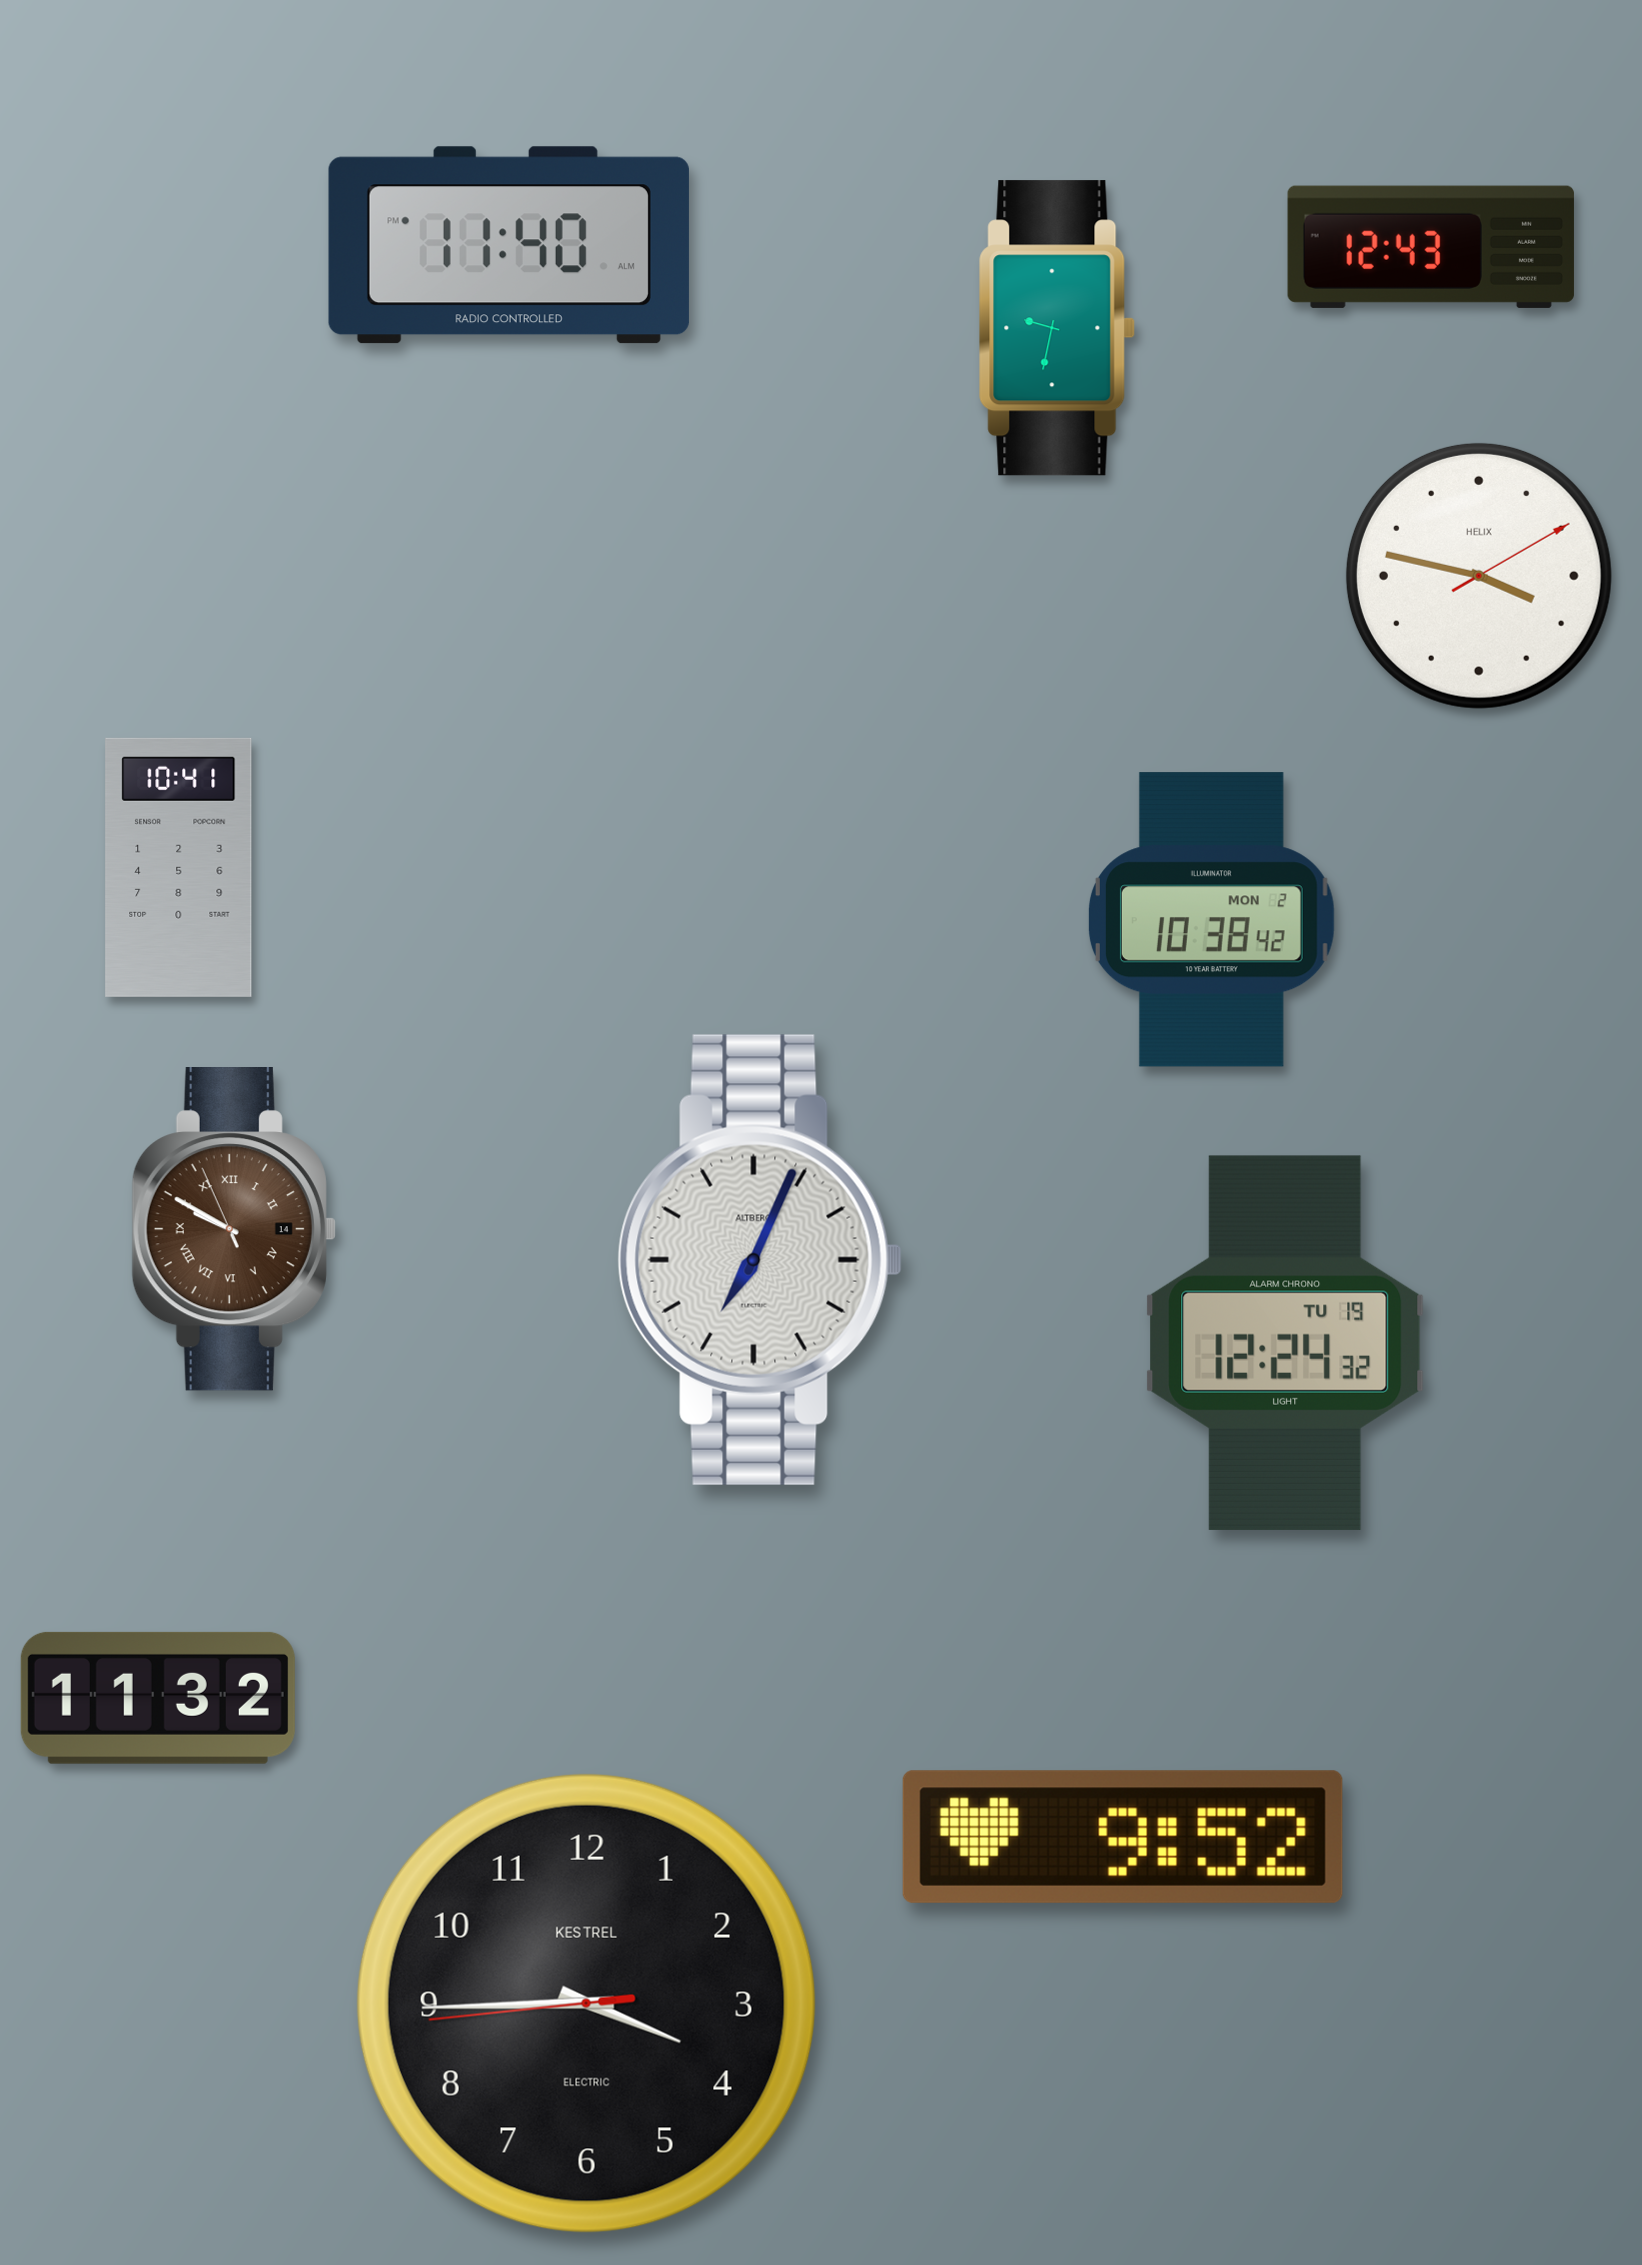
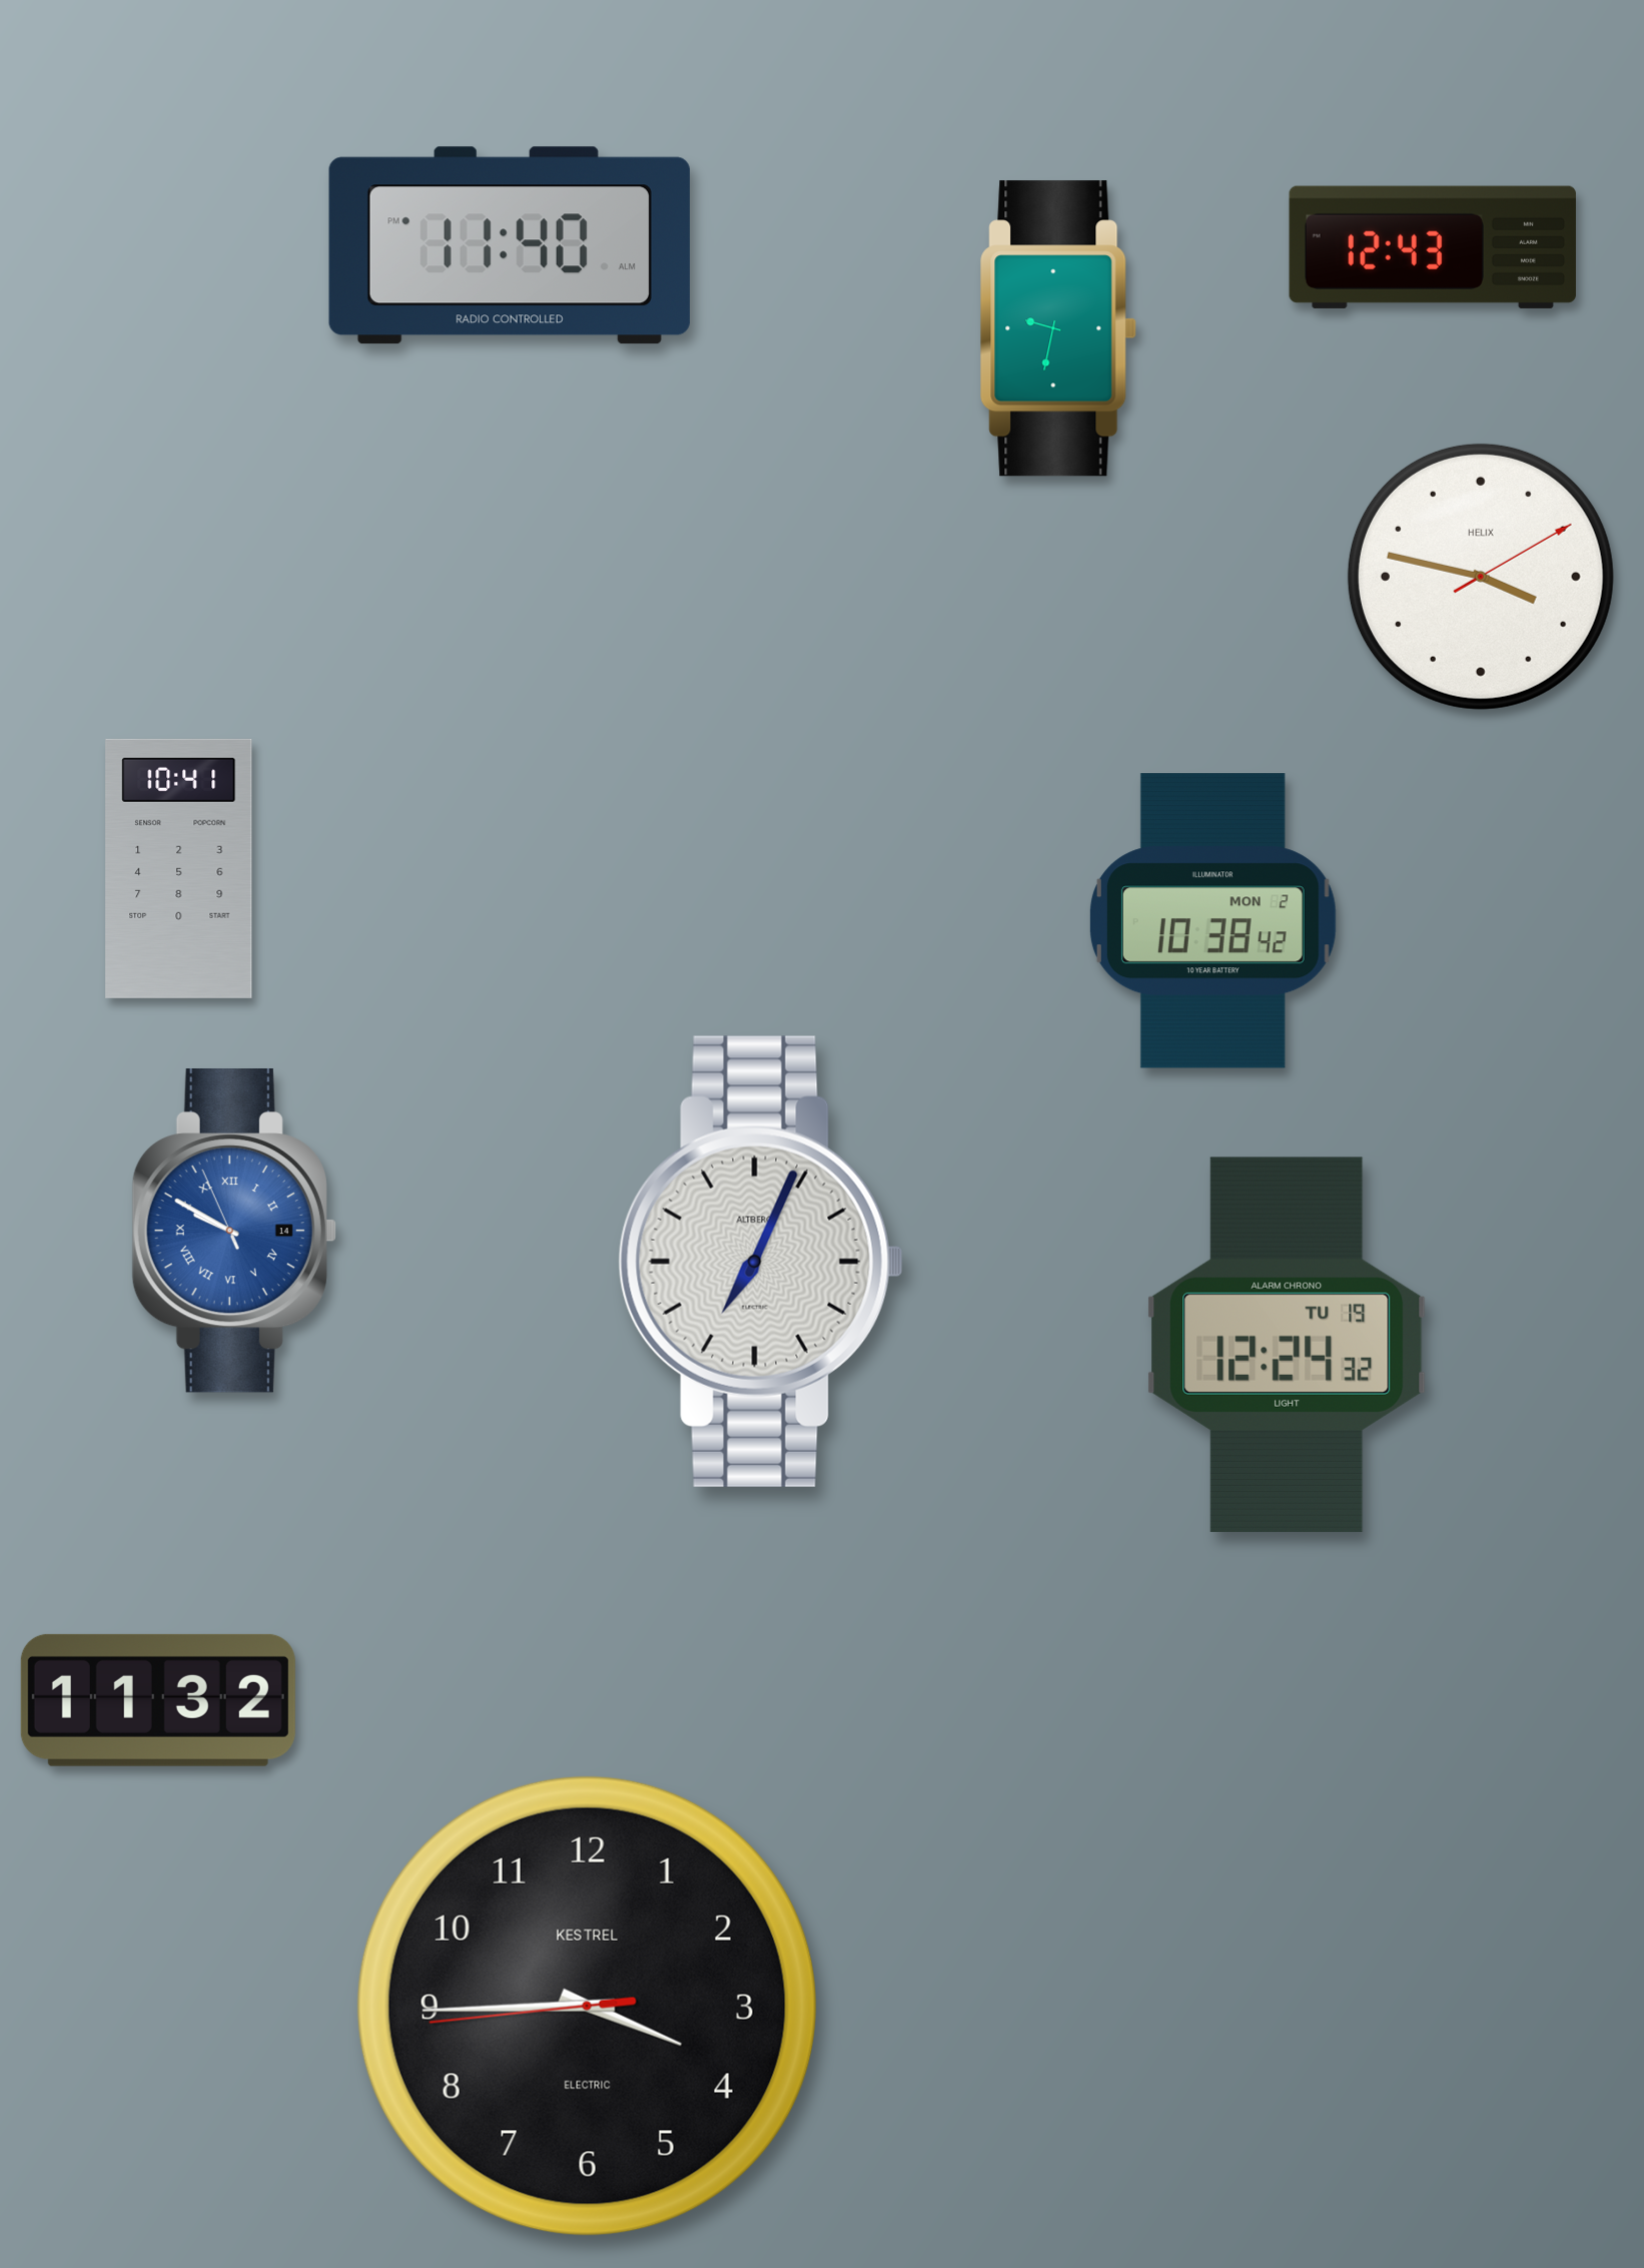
clock at (234, 1230) dial: brown -> blue
clock at (1123, 1837): 9:52 -> none
